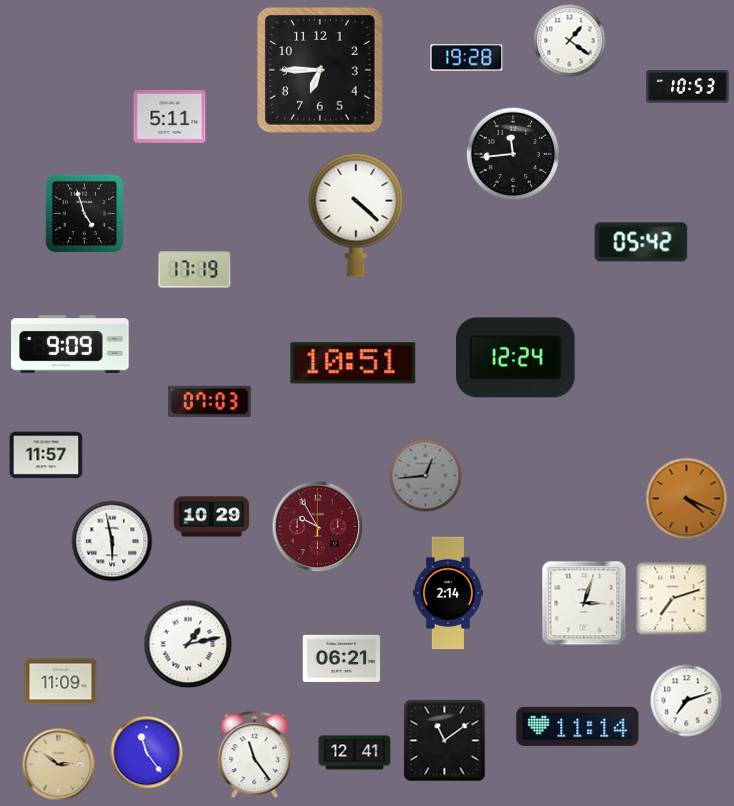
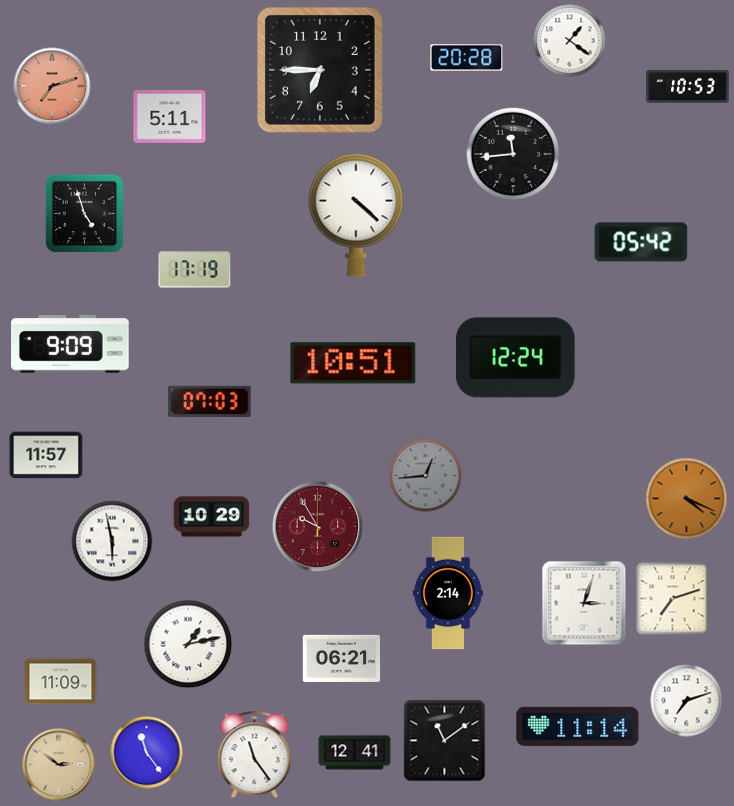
clock at (467, 58): 19:28 -> 20:28
clock at (52, 86): none -> 7:12
